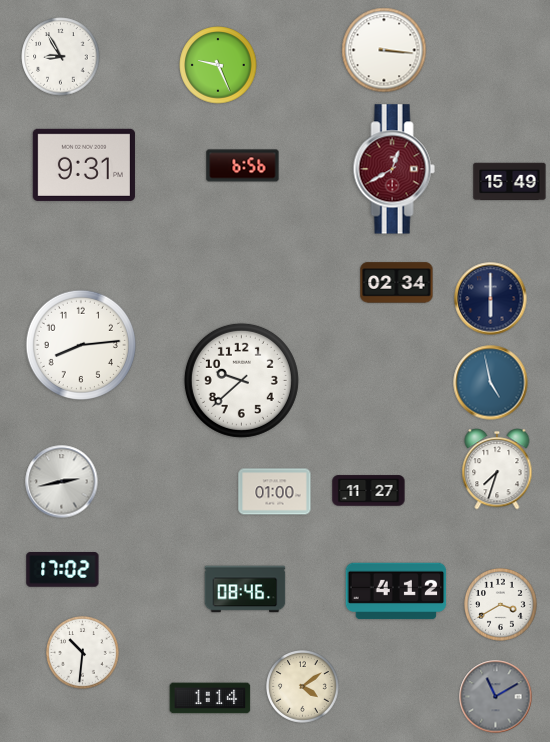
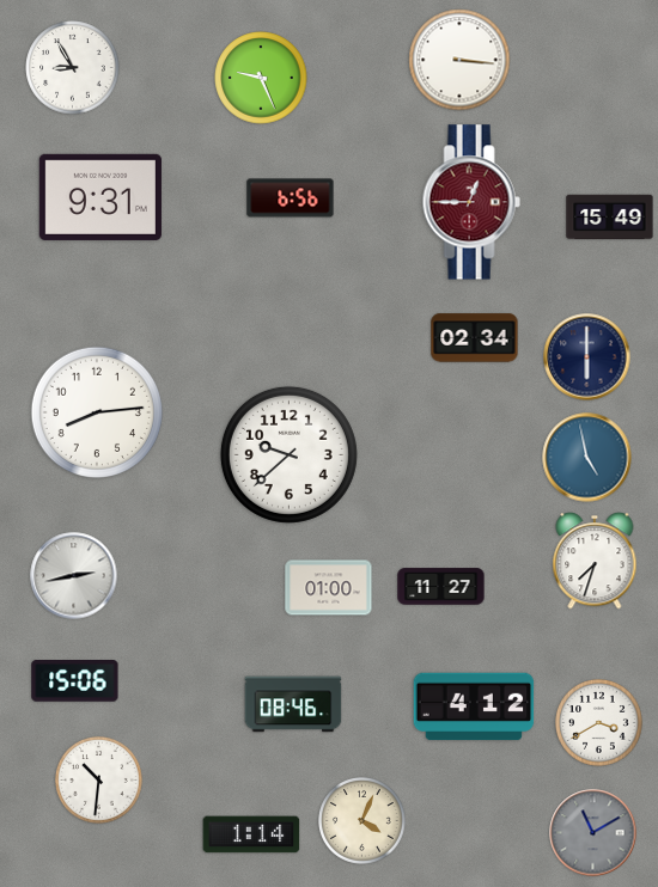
clock at (394, 169): 12:40 -> 12:45
clock at (63, 570): 17:02 -> 15:06
clock at (303, 687): 4:09 -> 4:04
